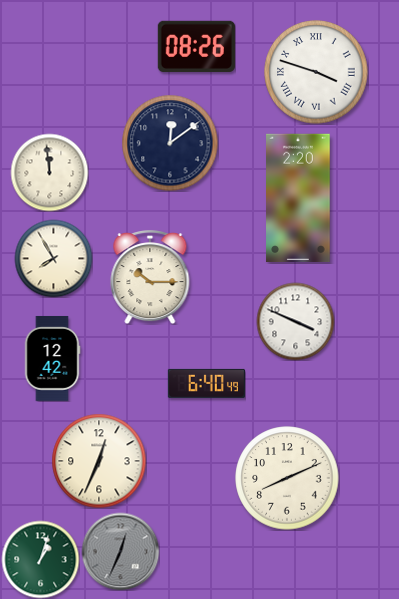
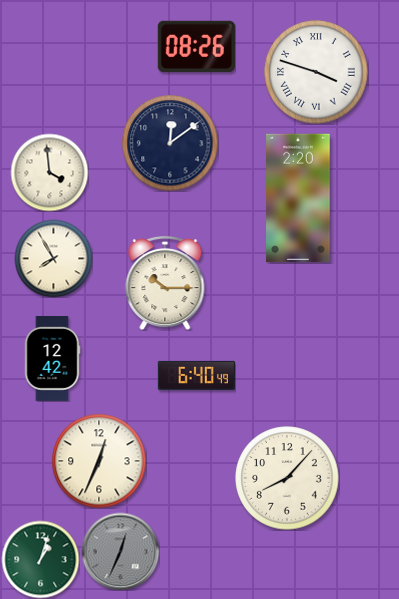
clock at (49, 172): 11:59 -> 3:59
clock at (150, 278) position: (150, 278) -> (165, 284)
clock at (295, 321): 3:49 -> none
clock at (206, 383) position: (206, 383) -> (196, 375)
clock at (287, 478): 8:11 -> 8:07
